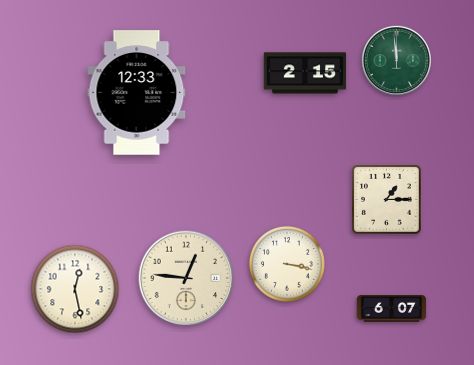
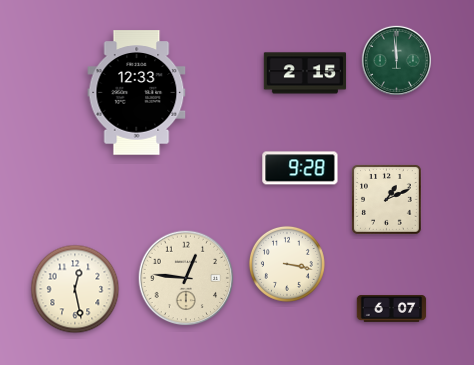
clock at (300, 168): none -> 9:28
clock at (387, 200): 1:15 -> 1:11
